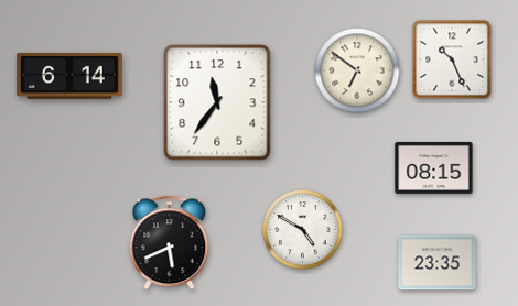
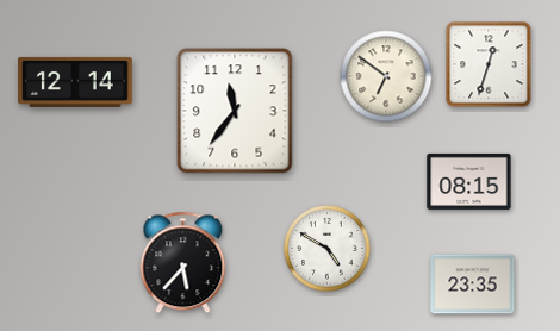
clock at (452, 59): 10:26 -> 12:33
clock at (69, 76): 6:14 -> 12:14
clock at (170, 243): 5:41 -> 5:37
